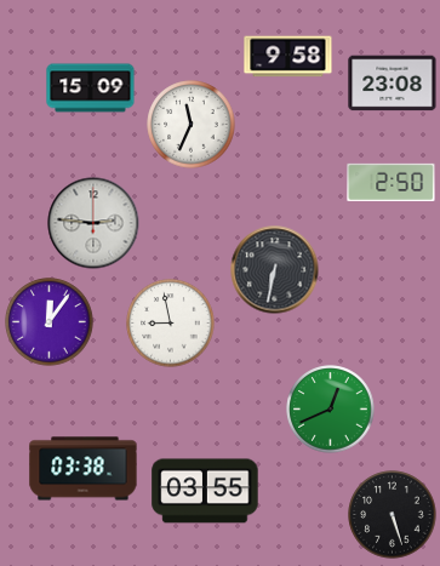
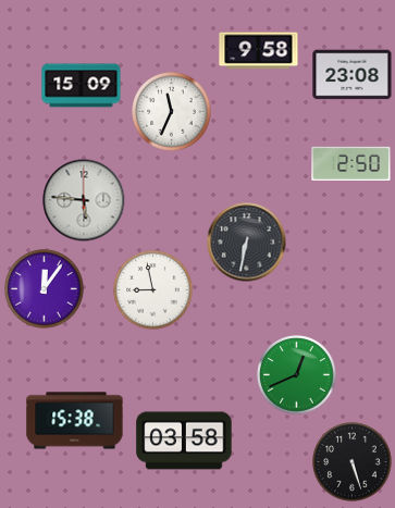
clock at (91, 88) position: (91, 88) -> (82, 86)
clock at (93, 223): 2:46 -> 5:46
clock at (331, 410) position: (331, 410) -> (297, 375)
clock at (84, 469): 03:38 -> 15:38
clock at (205, 491): 03:55 -> 03:58
